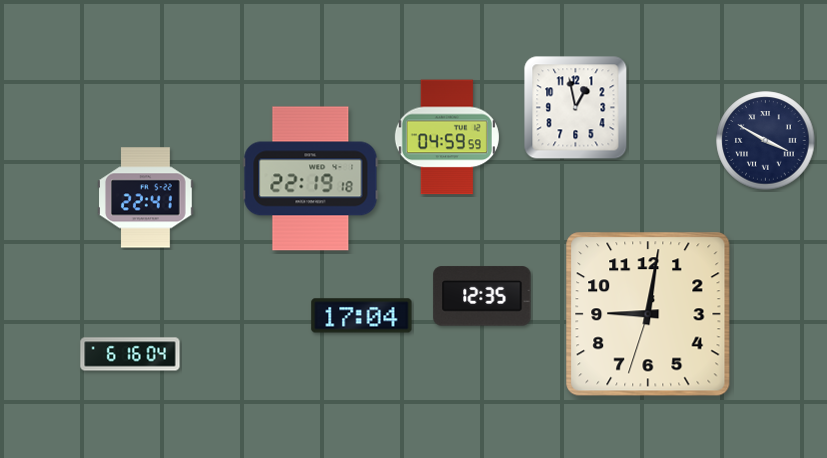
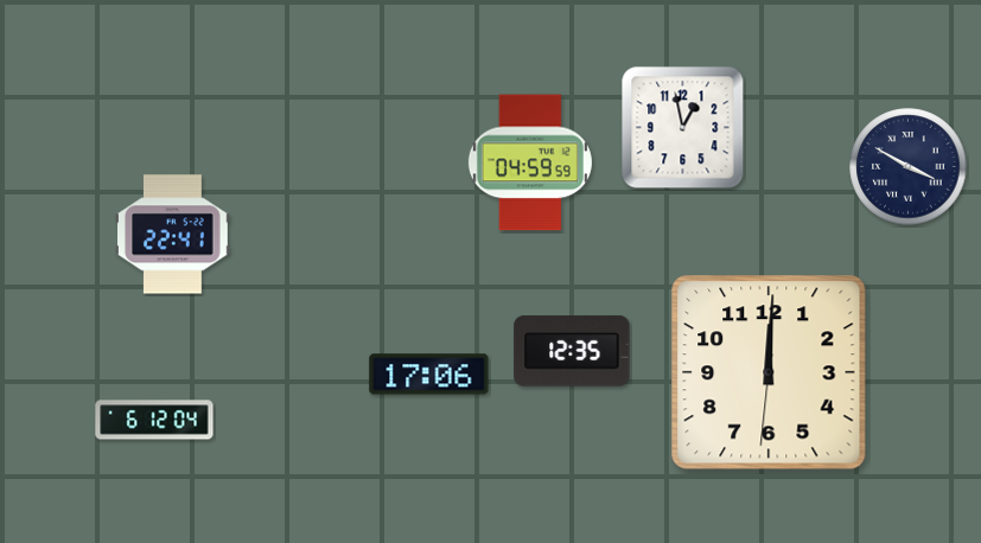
clock at (311, 179): 22:19 -> none
clock at (648, 314): 9:01 -> 12:00
clock at (362, 316): 17:04 -> 17:06
clock at (130, 354): 6:16 -> 6:12
